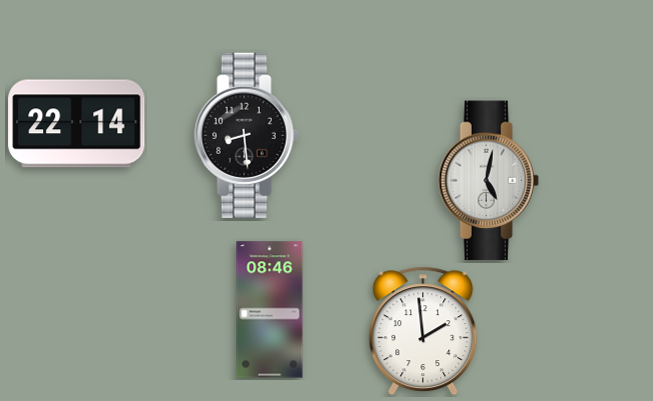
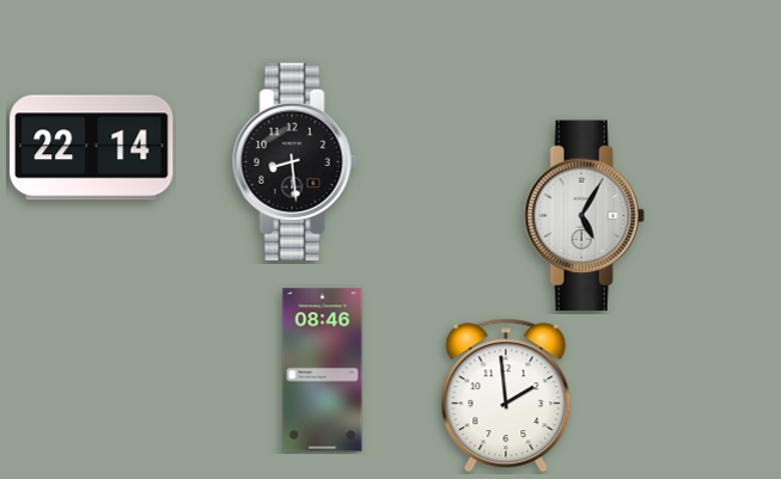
clock at (488, 181): 5:02 -> 5:05
